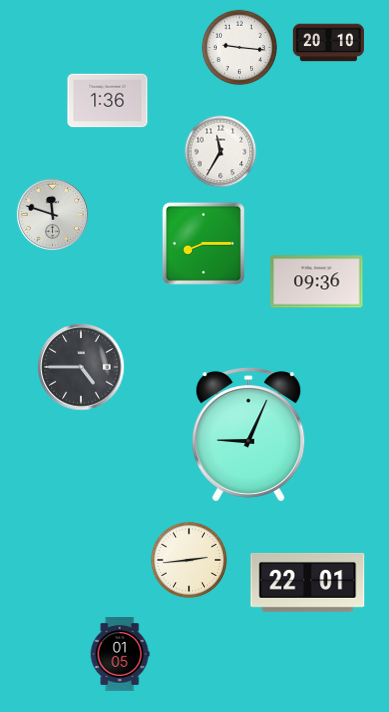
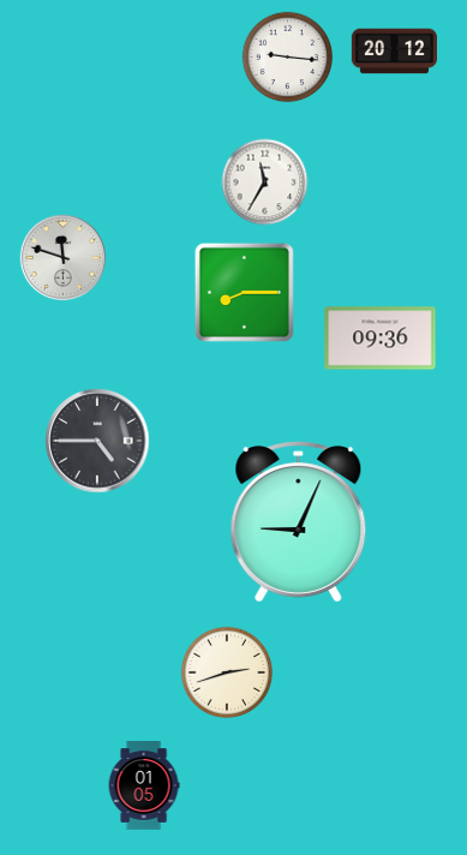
clock at (328, 43): 20:10 -> 20:12
clock at (108, 101): 1:36 -> none
clock at (189, 560): 2:44 -> 2:42
clock at (308, 582): 22:01 -> none
